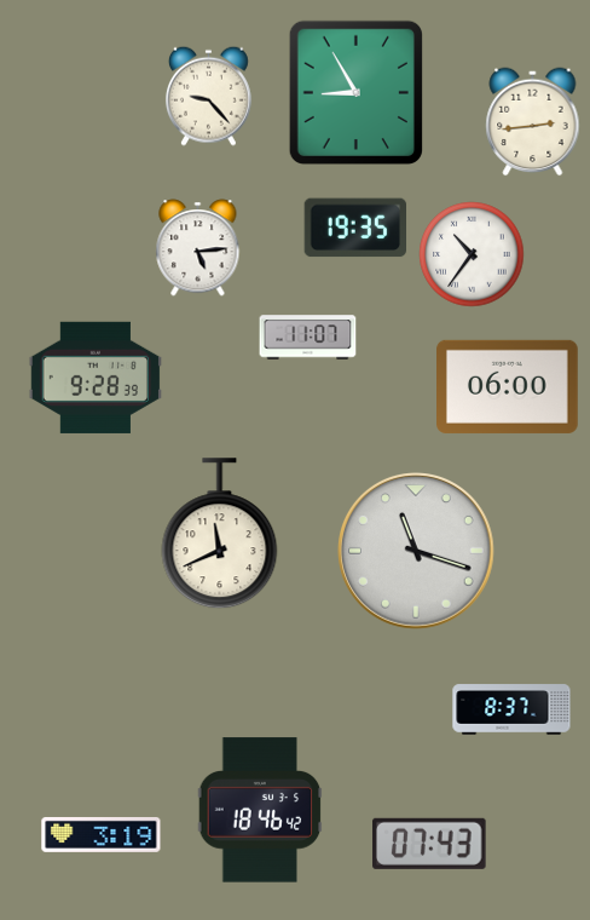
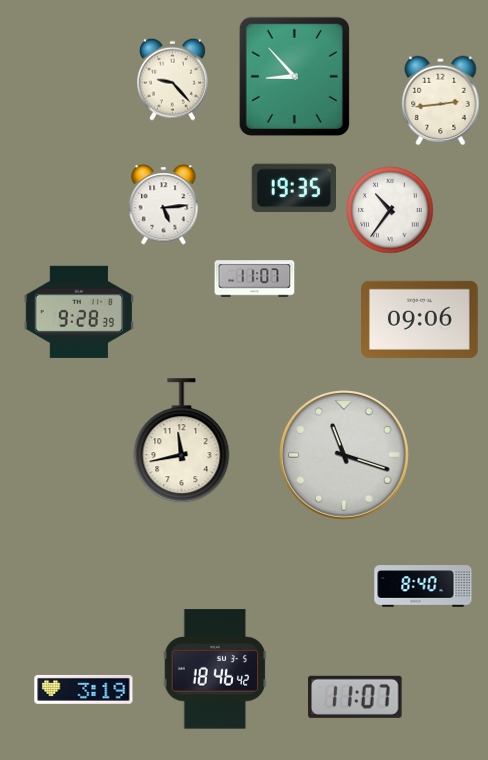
clock at (355, 92): 8:55 -> 8:53
clock at (508, 386): 06:00 -> 09:06
clock at (220, 534): 11:41 -> 11:43
clock at (511, 709): 8:37 -> 8:40
clock at (429, 844): 07:43 -> 11:07
